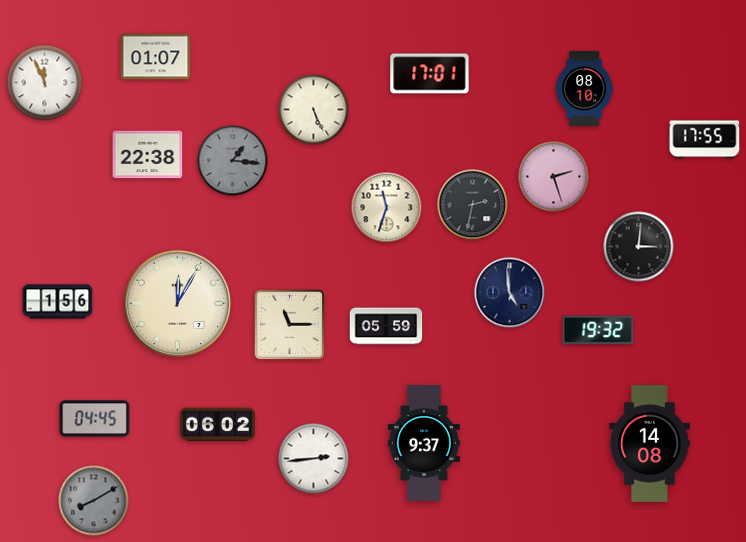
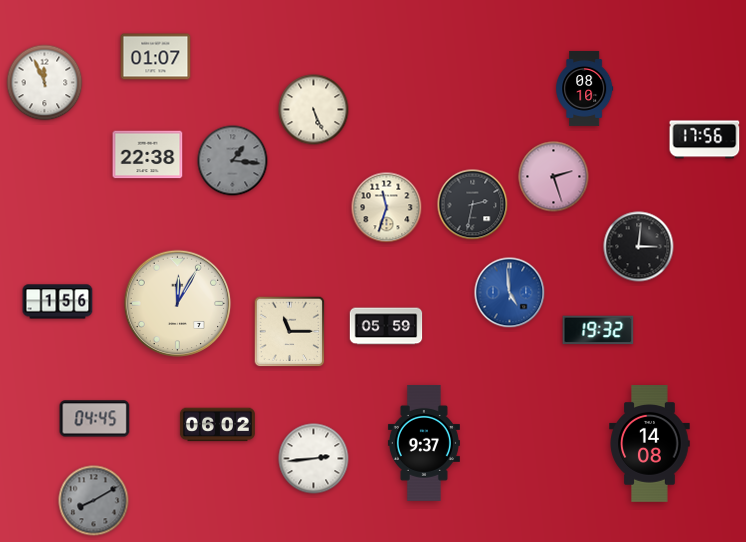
clock at (430, 74): 17:01 -> none
clock at (705, 140): 17:55 -> 17:56
clock at (510, 293) dial: navy -> blue
clock at (290, 325) position: (290, 325) -> (290, 332)
